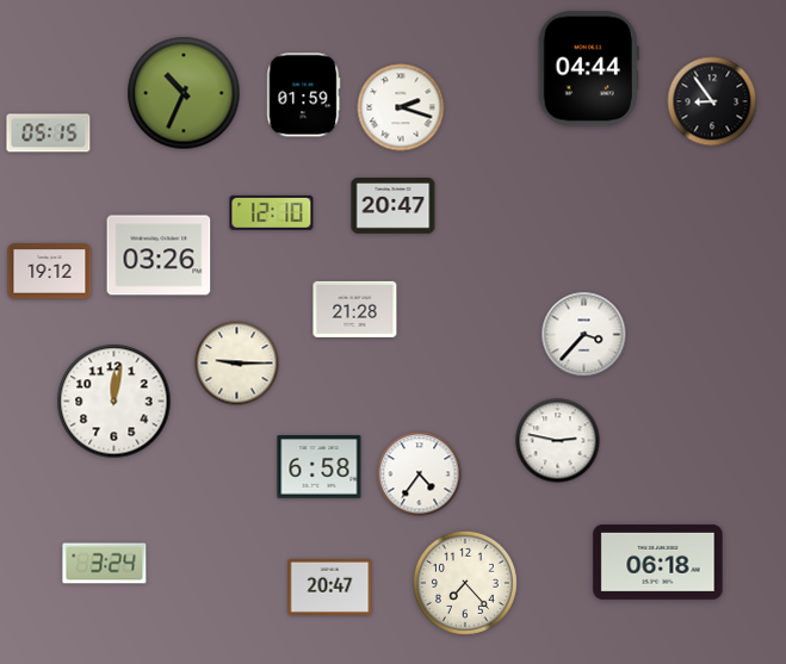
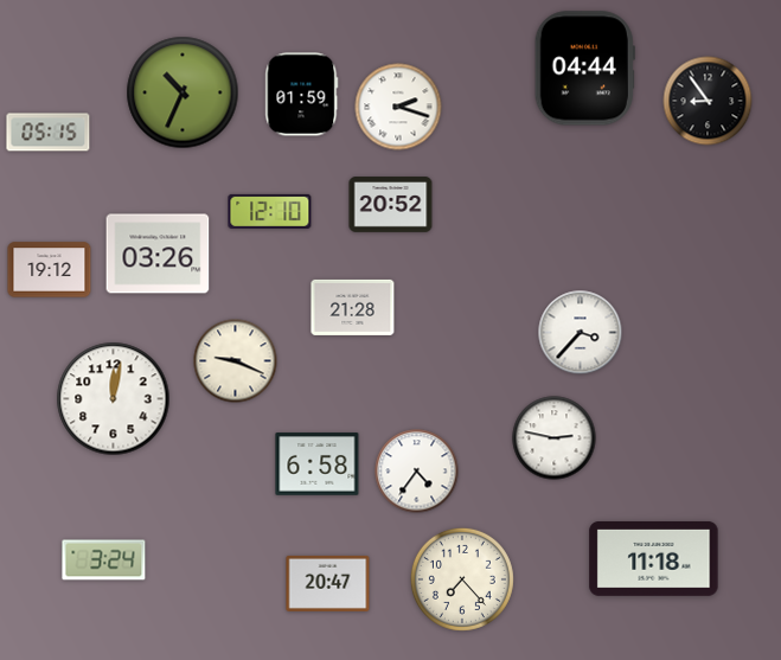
clock at (394, 206): 20:47 -> 20:52
clock at (237, 364): 9:15 -> 9:19
clock at (658, 561): 06:18 -> 11:18
